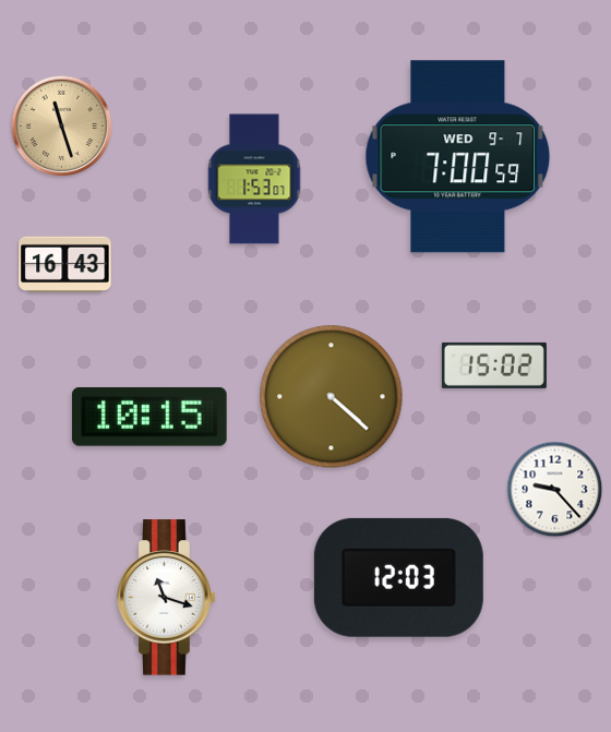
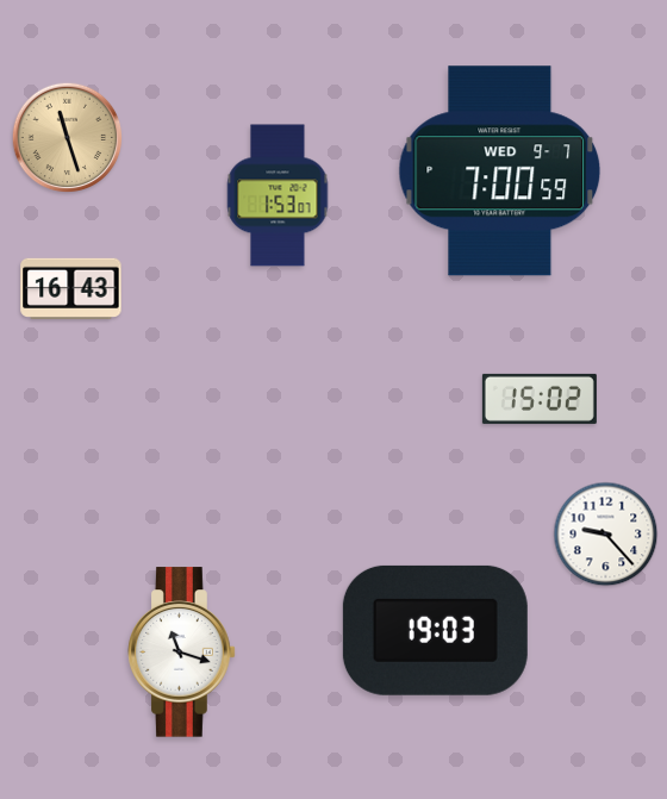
clock at (332, 397): 4:22 -> none
clock at (149, 417): 10:15 -> none
clock at (398, 577): 12:03 -> 19:03
